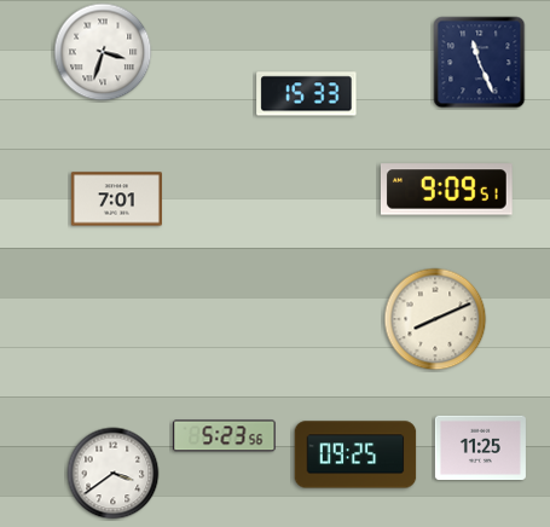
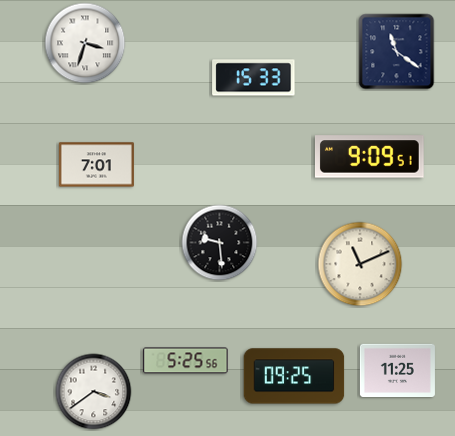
clock at (480, 63): 11:26 -> 11:21
clock at (220, 243): none -> 9:29
clock at (435, 319): 8:11 -> 11:11
clock at (225, 436): 5:23 -> 5:25
